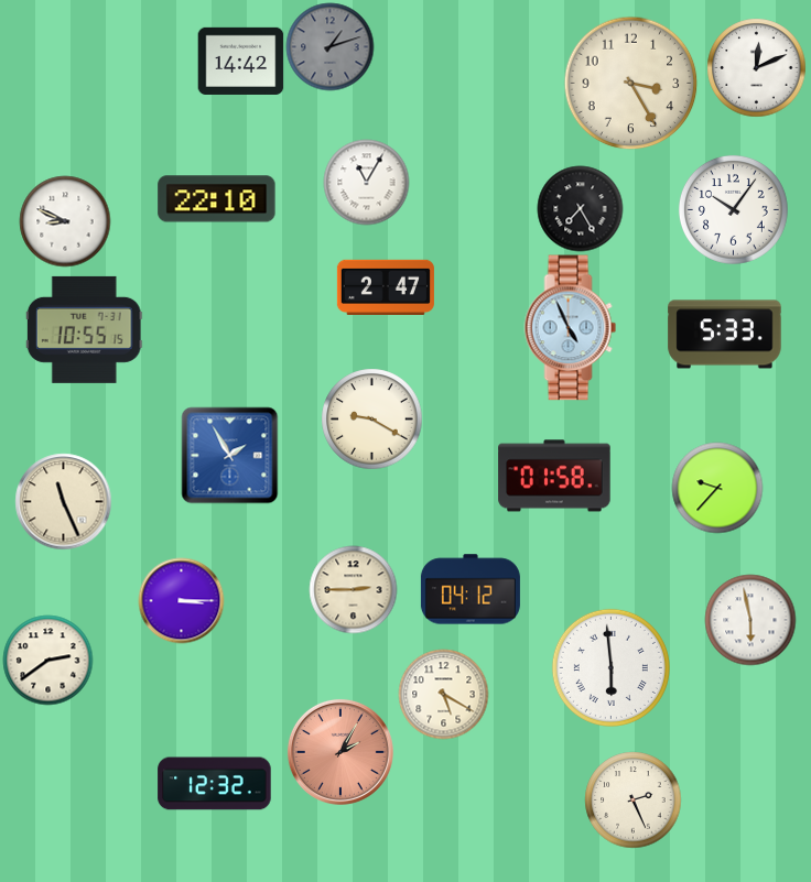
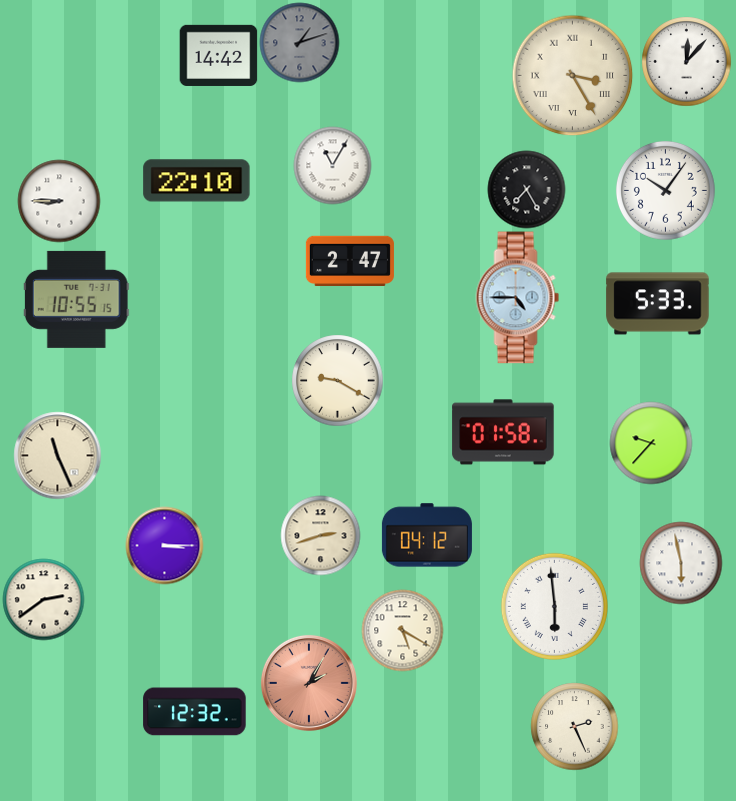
clock at (756, 67): 12:11 -> 12:07
clock at (630, 83) numerals: Arabic -> Roman
clock at (65, 221): 8:49 -> 8:45
clock at (571, 328): 4:56 -> 4:45
clock at (229, 455): 1:55 -> none
clock at (353, 589): 2:45 -> 2:42
